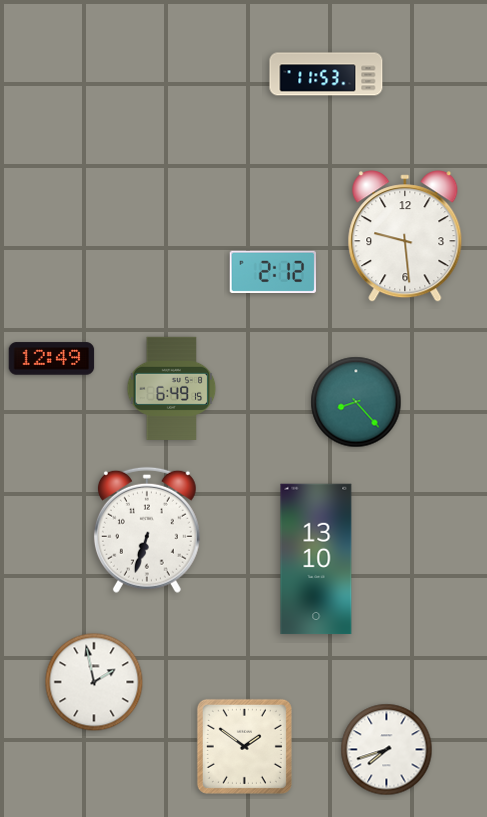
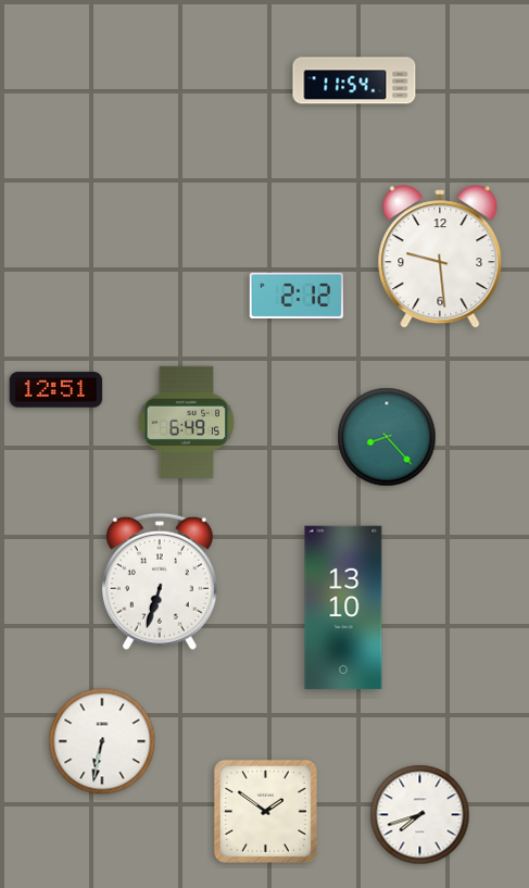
clock at (326, 74): 11:53 -> 11:54
clock at (52, 359): 12:49 -> 12:51
clock at (147, 530) position: (147, 530) -> (160, 581)
clock at (94, 682): 1:58 -> 6:32
